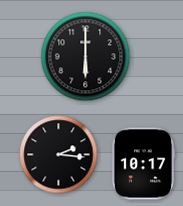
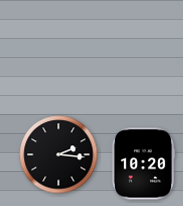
clock at (86, 57): 6:00 -> none
clock at (143, 164): 10:17 -> 10:20
